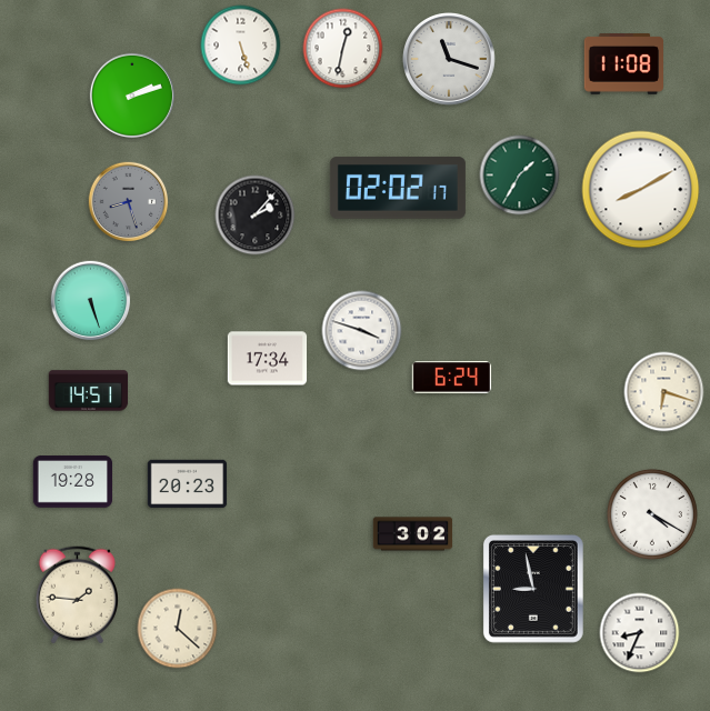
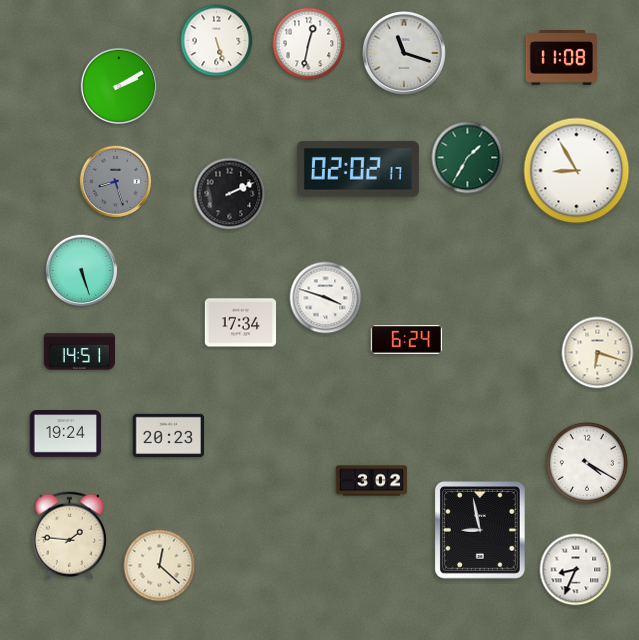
clock at (132, 96): 2:12 -> 2:10
clock at (641, 190): 8:10 -> 8:55
clock at (256, 216): 2:07 -> 2:11
clock at (73, 482): 19:28 -> 19:24
